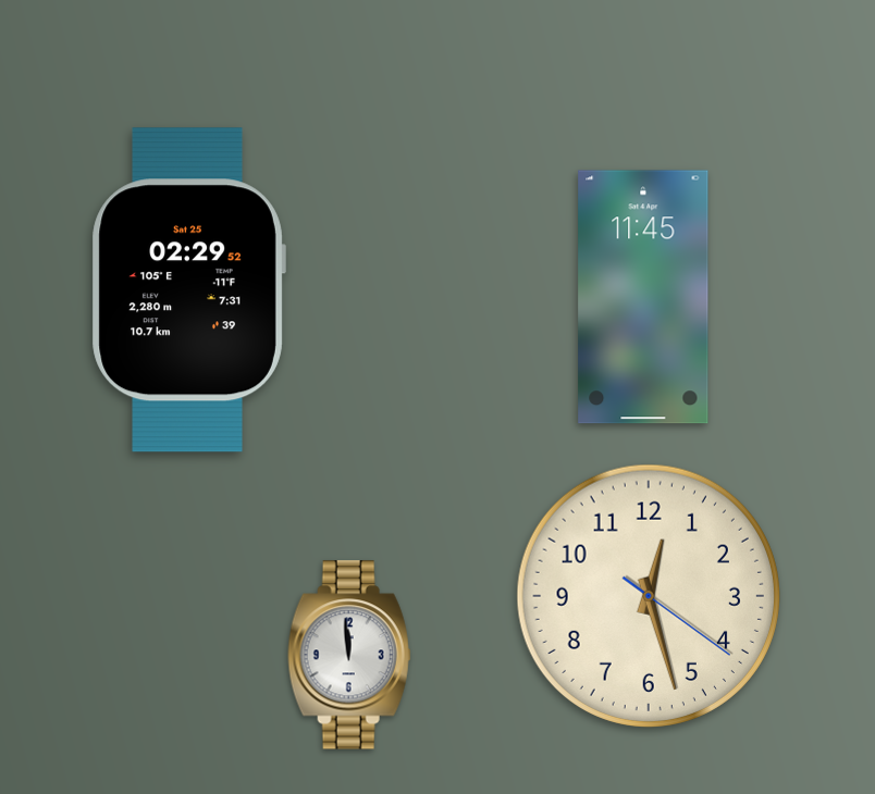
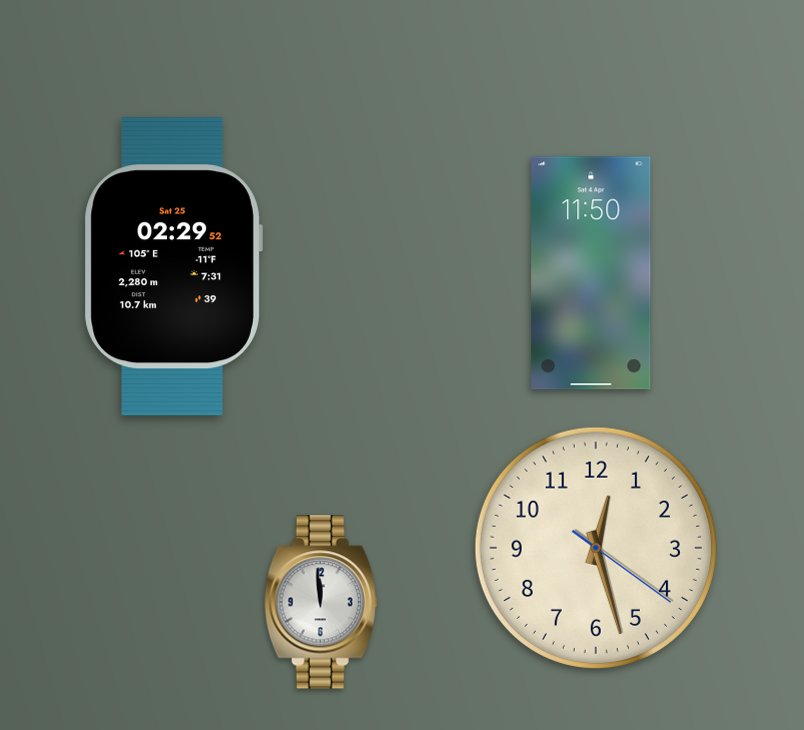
clock at (643, 297): 11:45 -> 11:50
